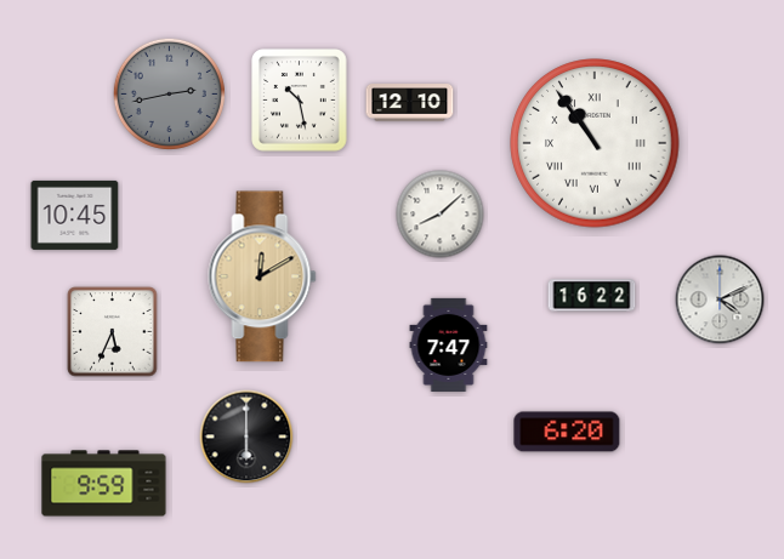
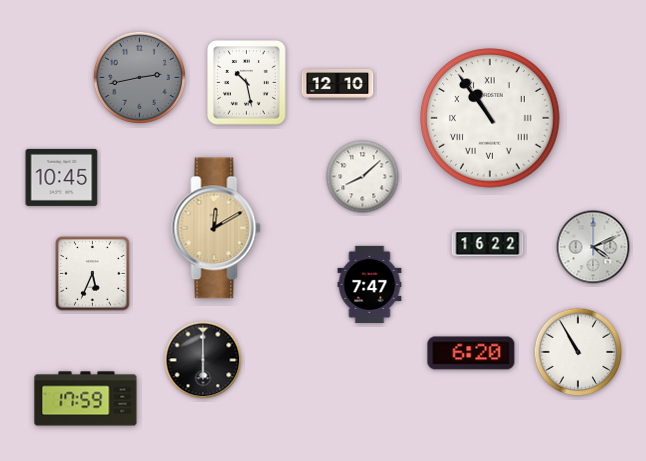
clock at (578, 352): none -> 10:55
clock at (567, 432) position: (567, 432) -> (471, 353)
clock at (104, 484): 9:59 -> 17:59
